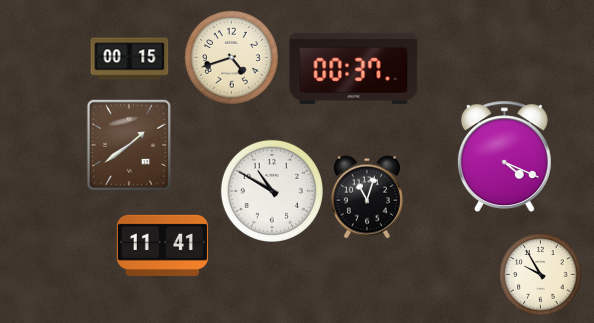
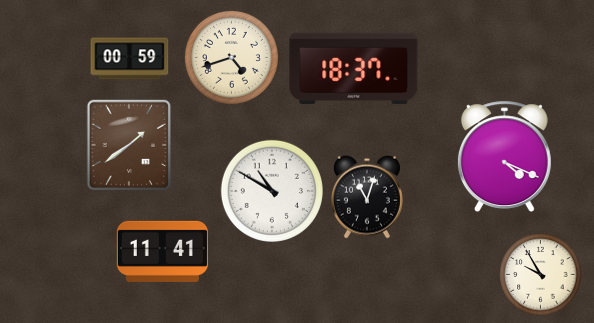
clock at (129, 59): 00:15 -> 00:59
clock at (354, 68): 00:37 -> 18:37
clock at (162, 245) position: (162, 245) -> (162, 251)
